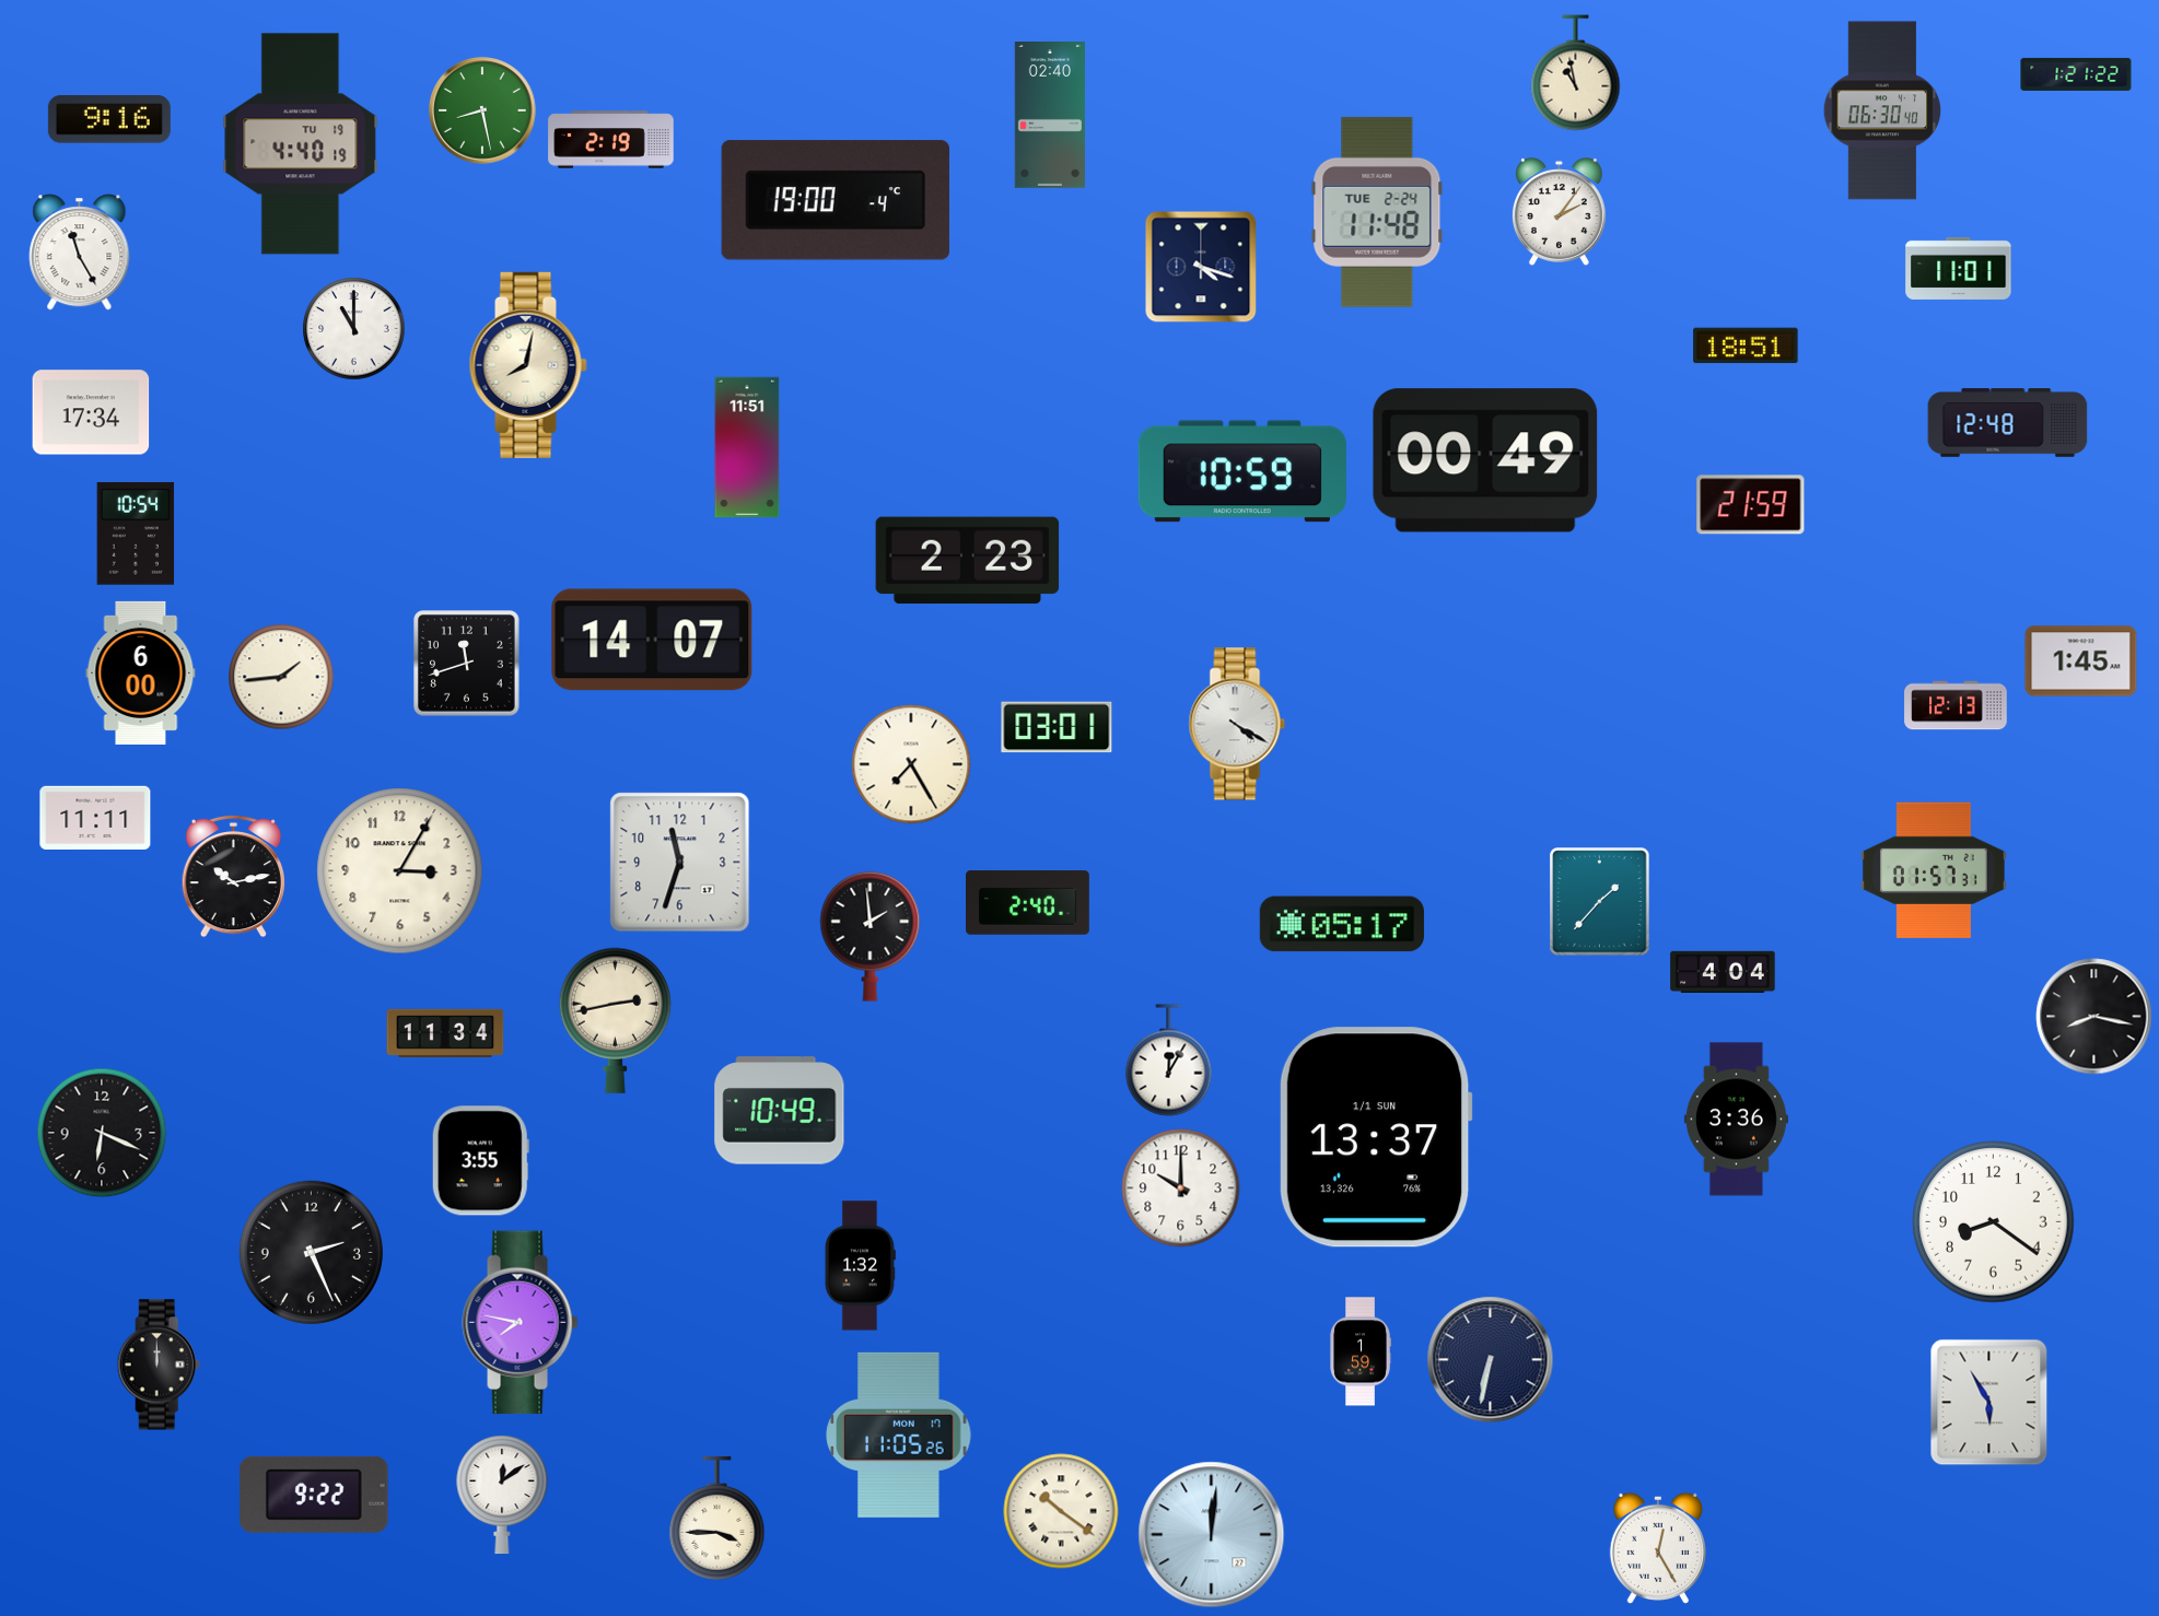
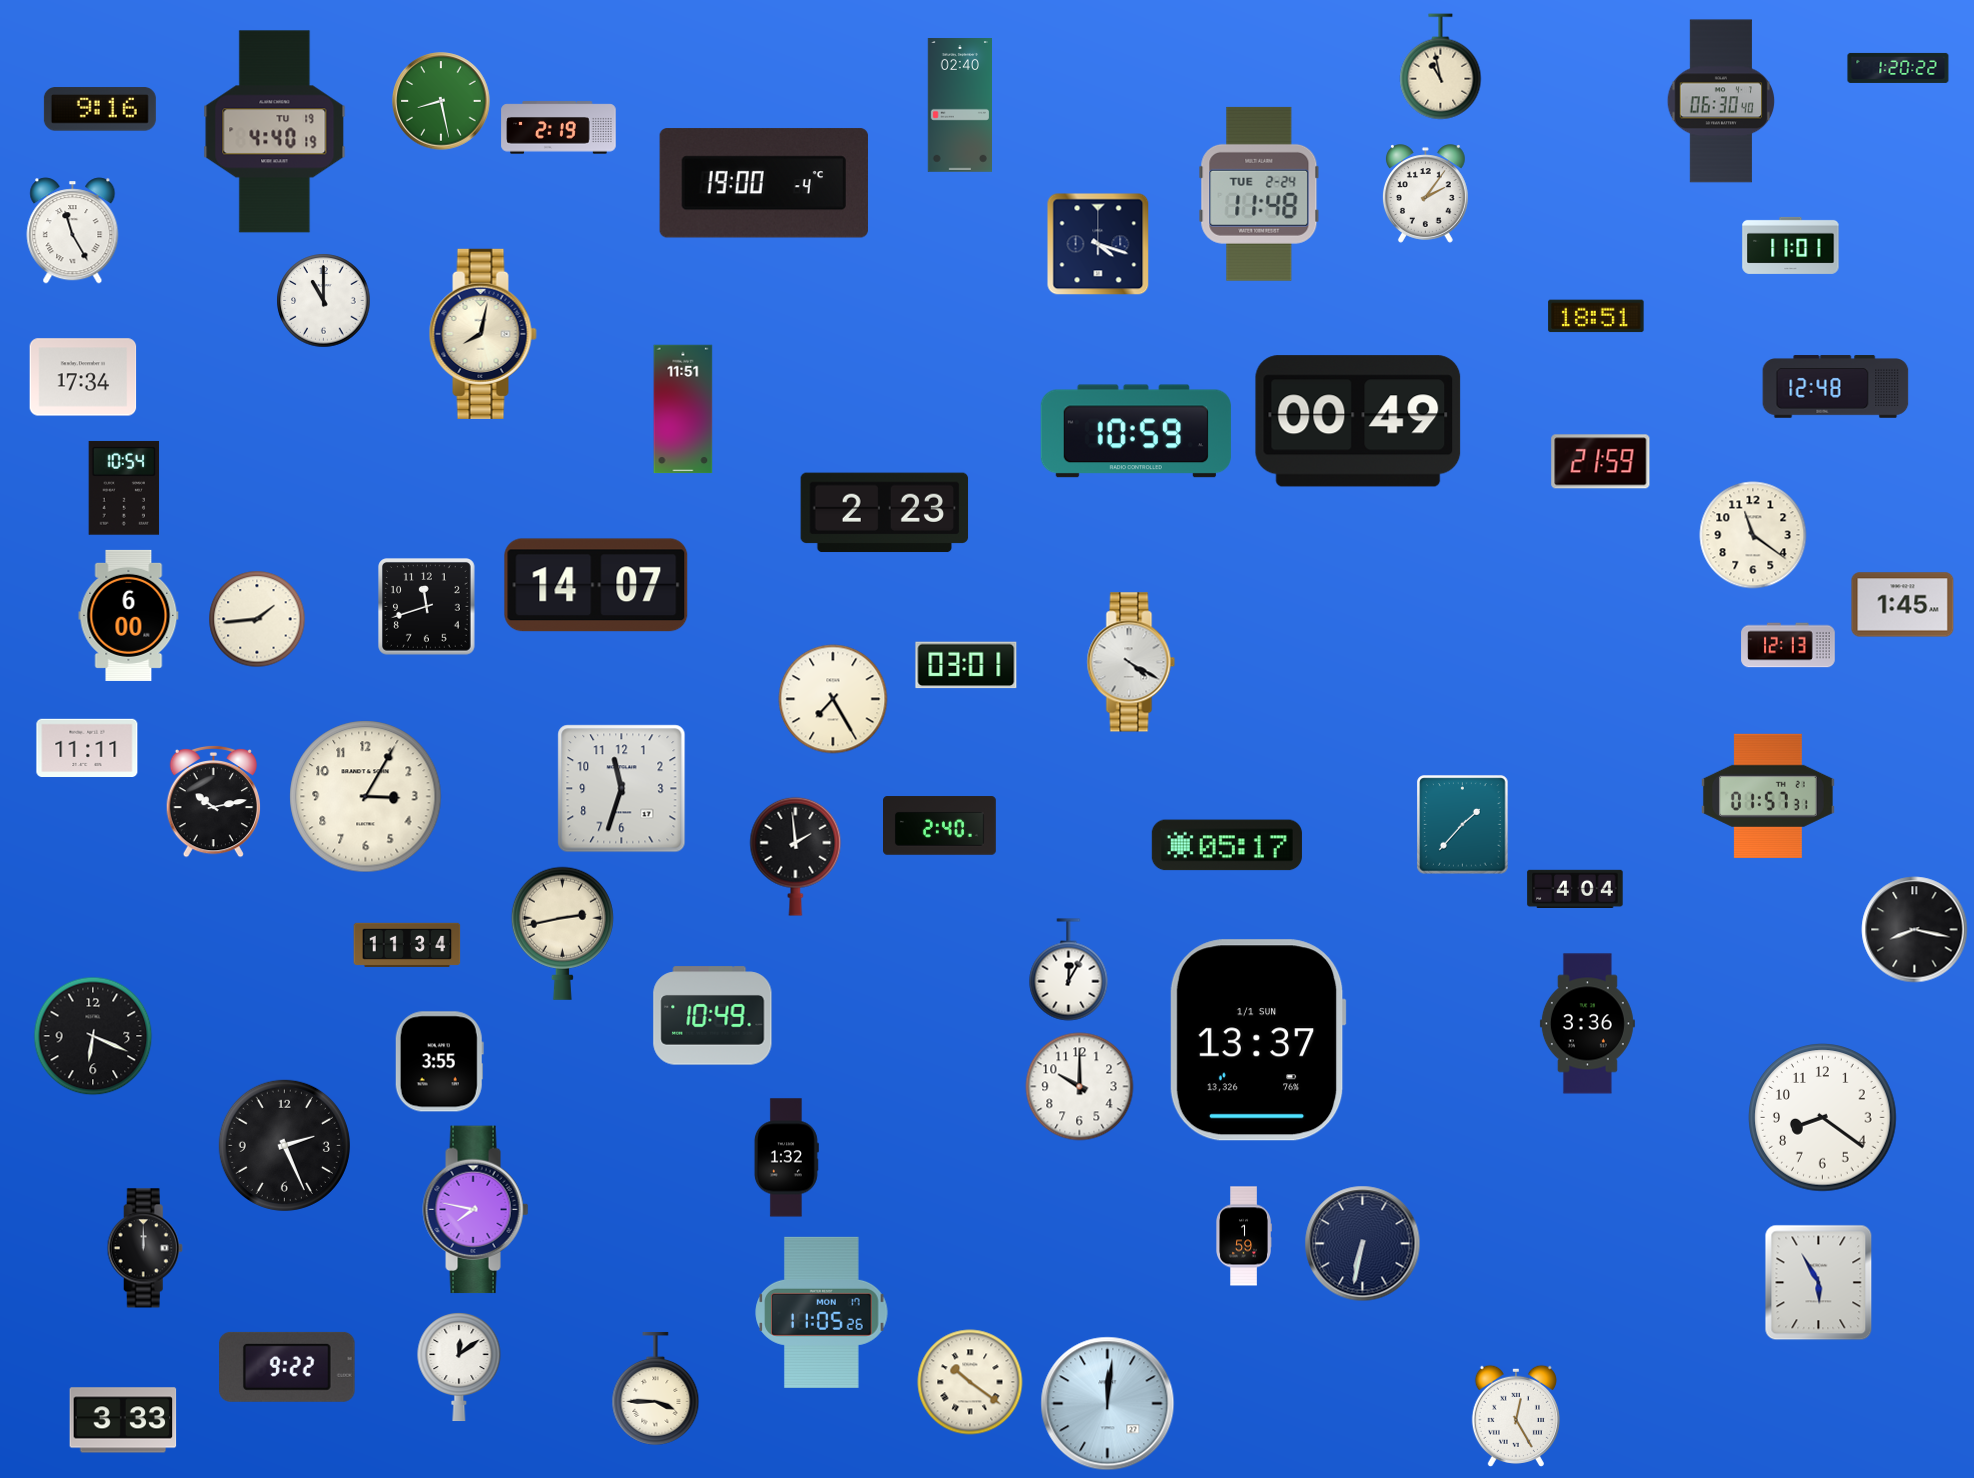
clock at (2076, 74): 1:21 -> 1:20
clock at (1753, 535): none -> 11:21
clock at (123, 1420): none -> 3:33
